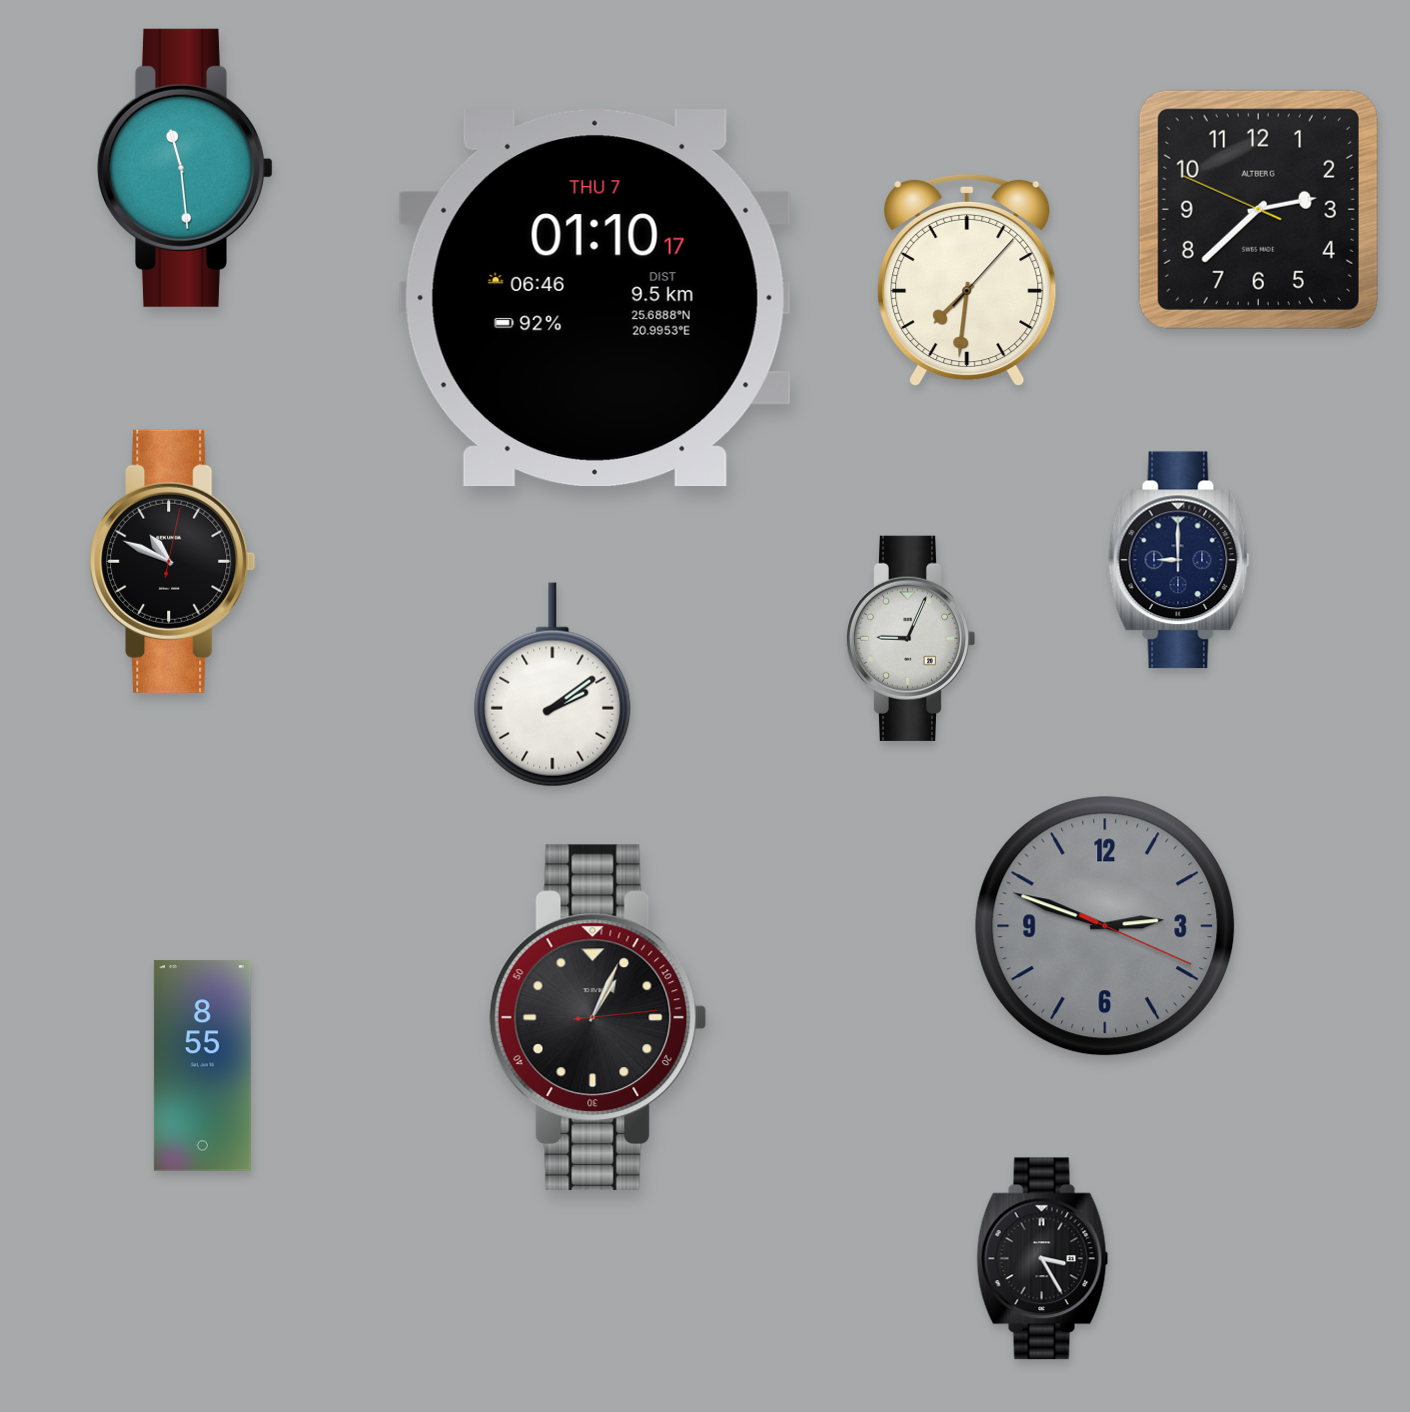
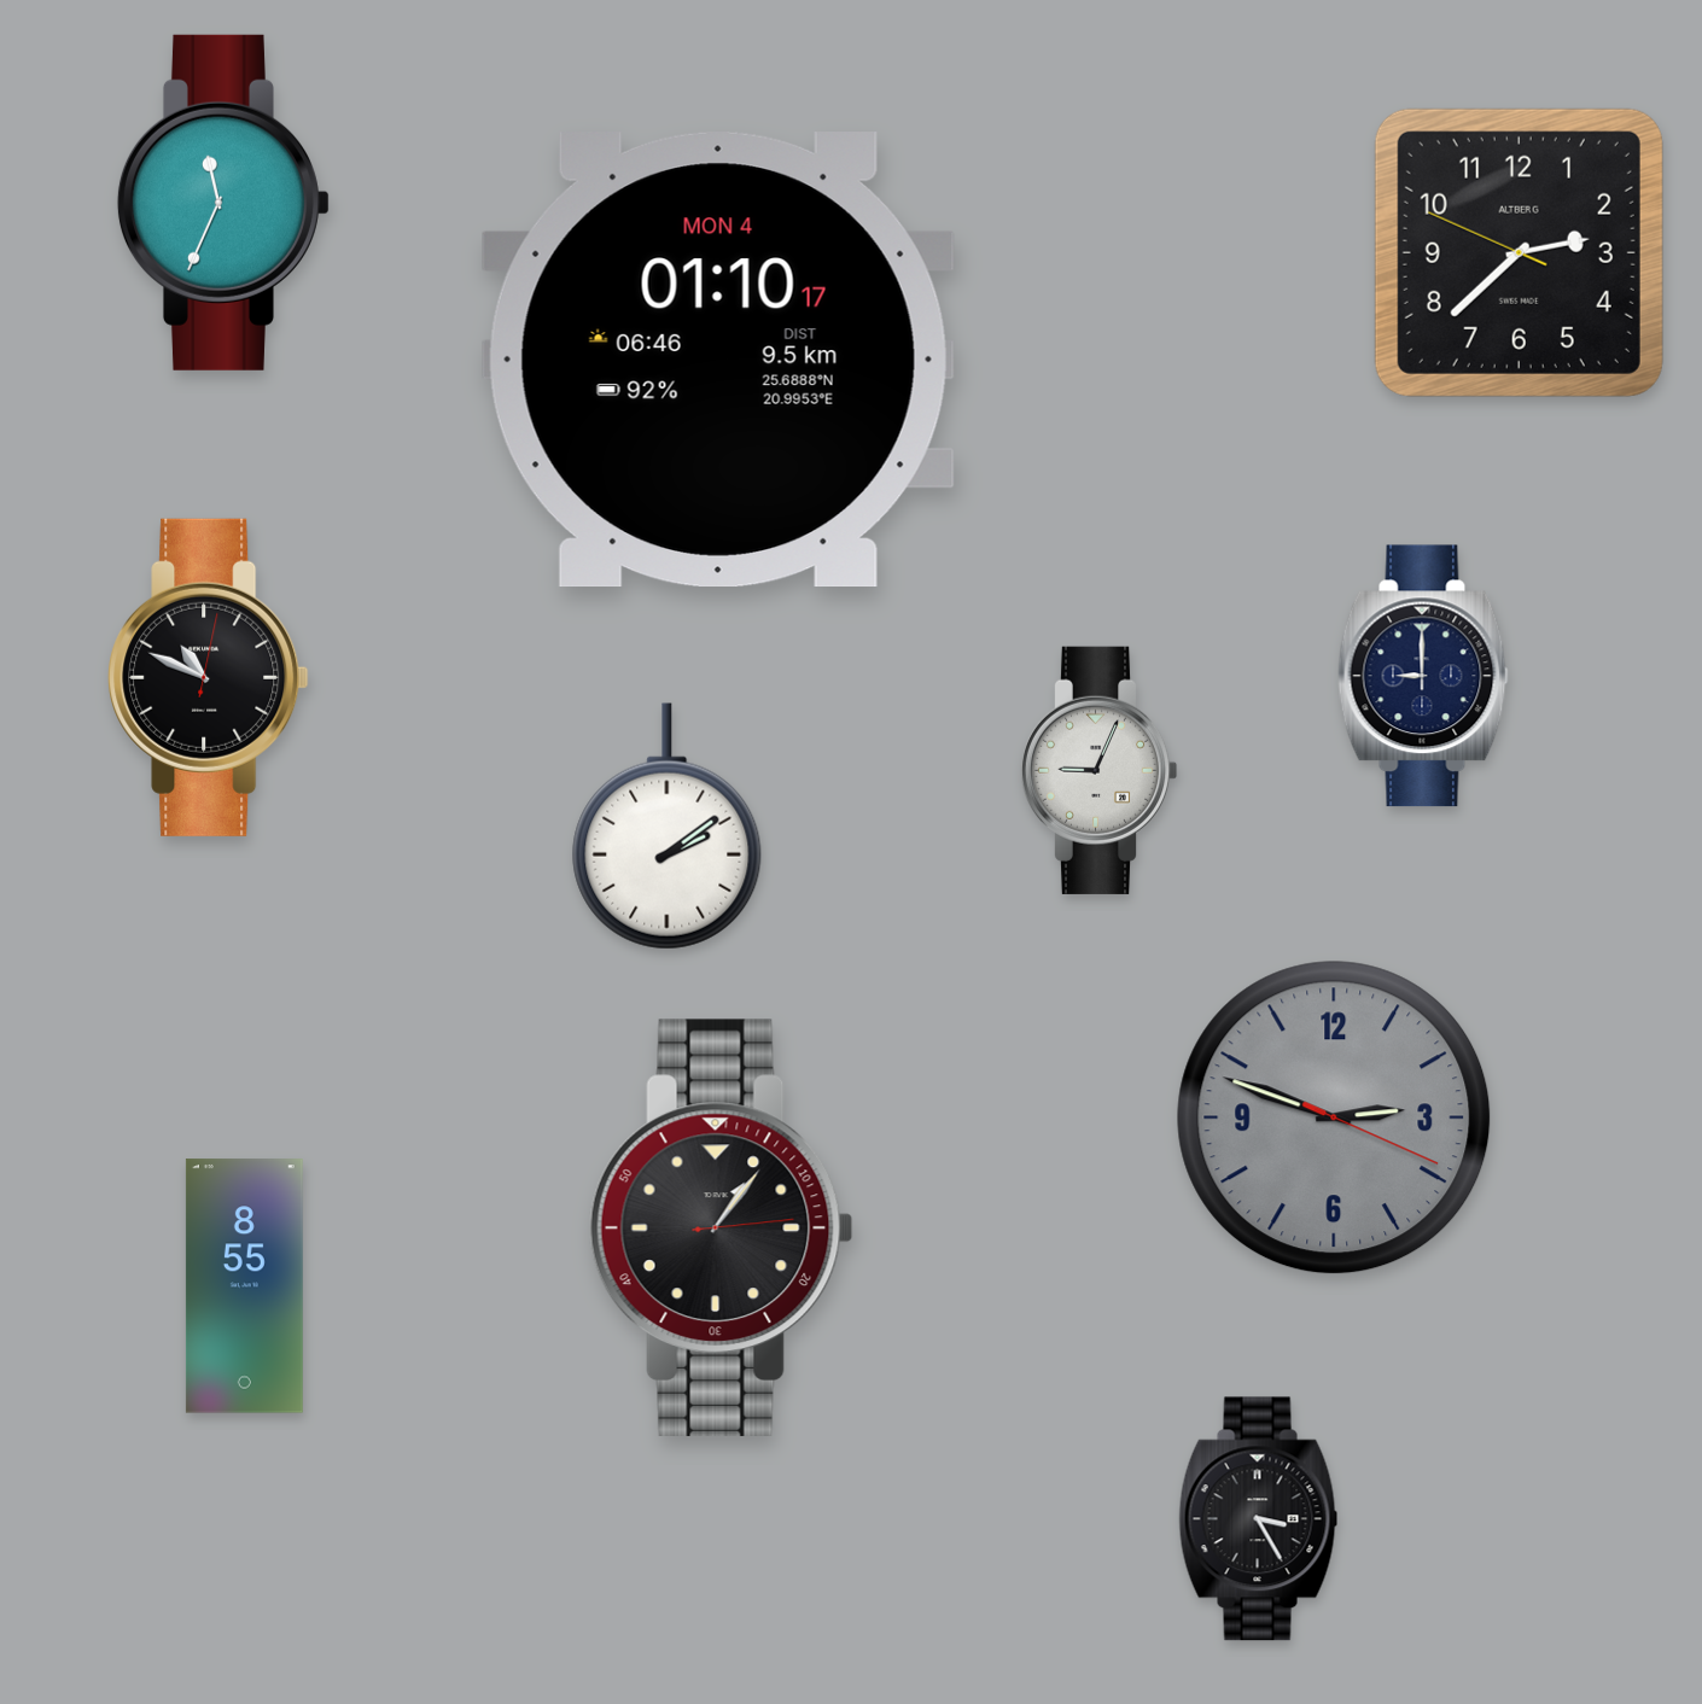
clock at (185, 168): 11:29 -> 11:34
clock at (967, 280): 7:31 -> none
clock at (595, 298) date: THU 7 -> MON 4
clock at (597, 1017): 1:04 -> 1:06
